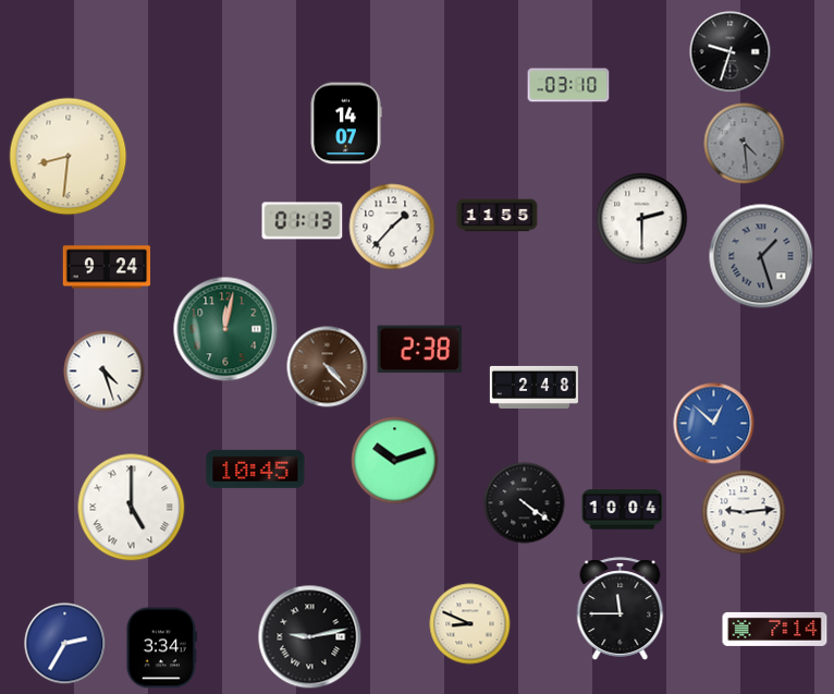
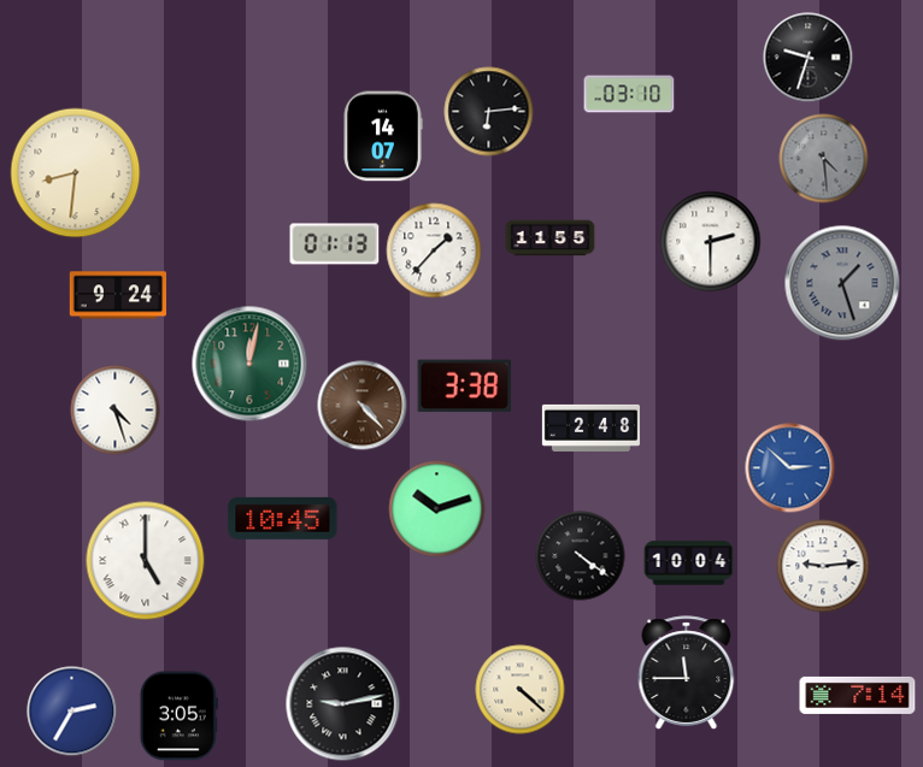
clock at (489, 112): none -> 6:14
clock at (420, 350): 2:38 -> 3:38
clock at (714, 424): 12:52 -> 2:52
clock at (470, 624): 8:49 -> 4:22
clock at (161, 648): 3:34 -> 3:05
